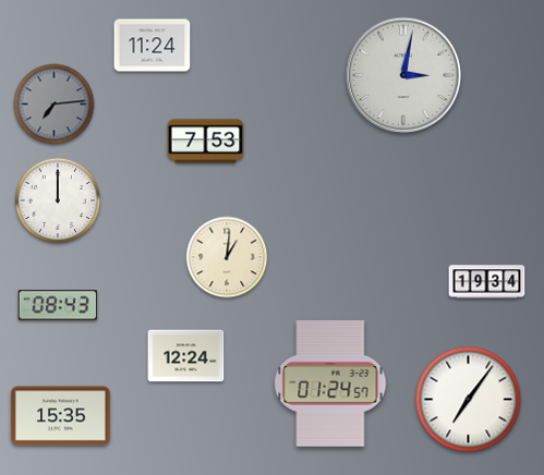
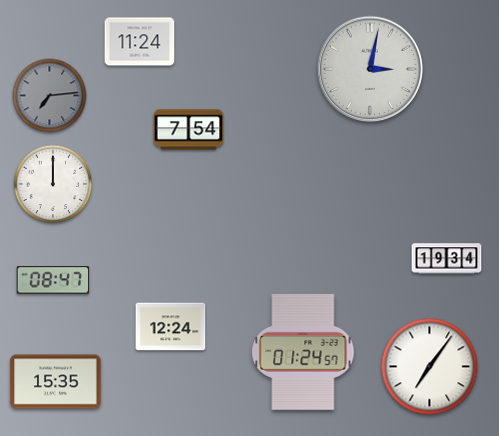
clock at (206, 142): 7:53 -> 7:54
clock at (227, 257): 1:01 -> none
clock at (58, 305): 08:43 -> 08:47
